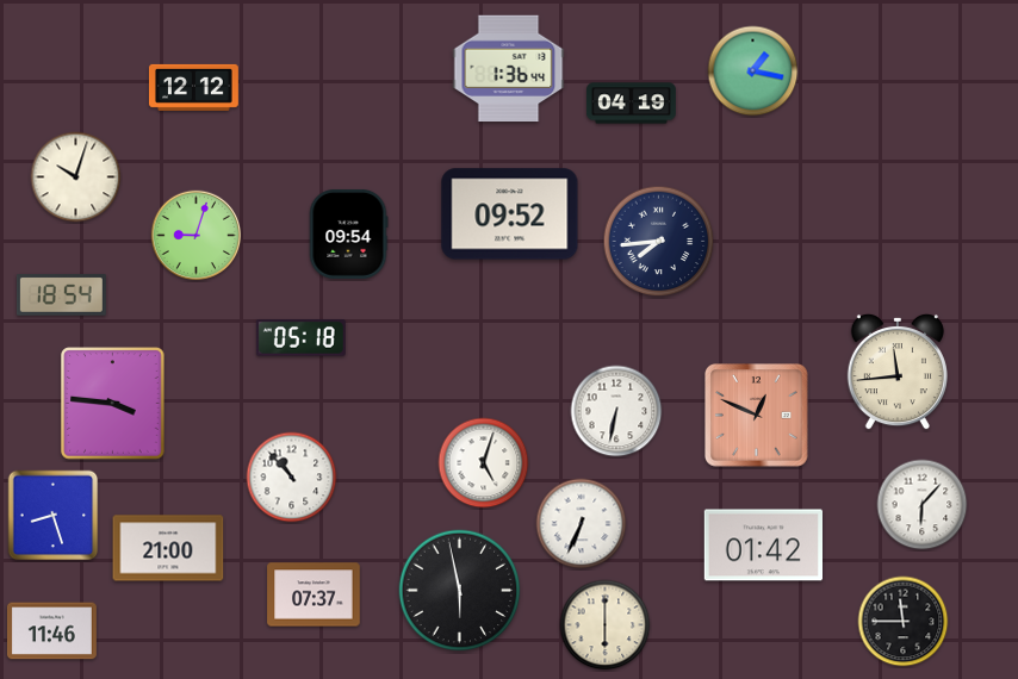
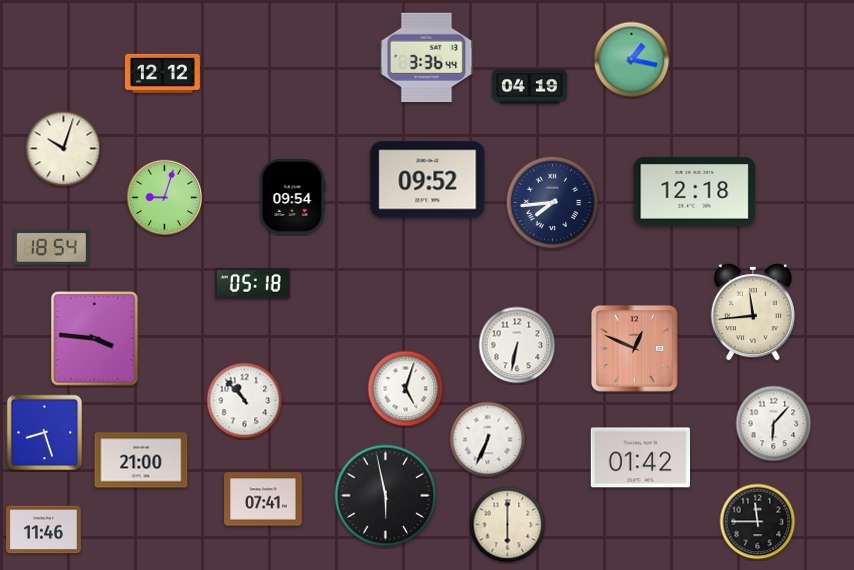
clock at (509, 69): 1:36 -> 3:36
clock at (695, 192): none -> 12:18
clock at (314, 594): 07:37 -> 07:41
